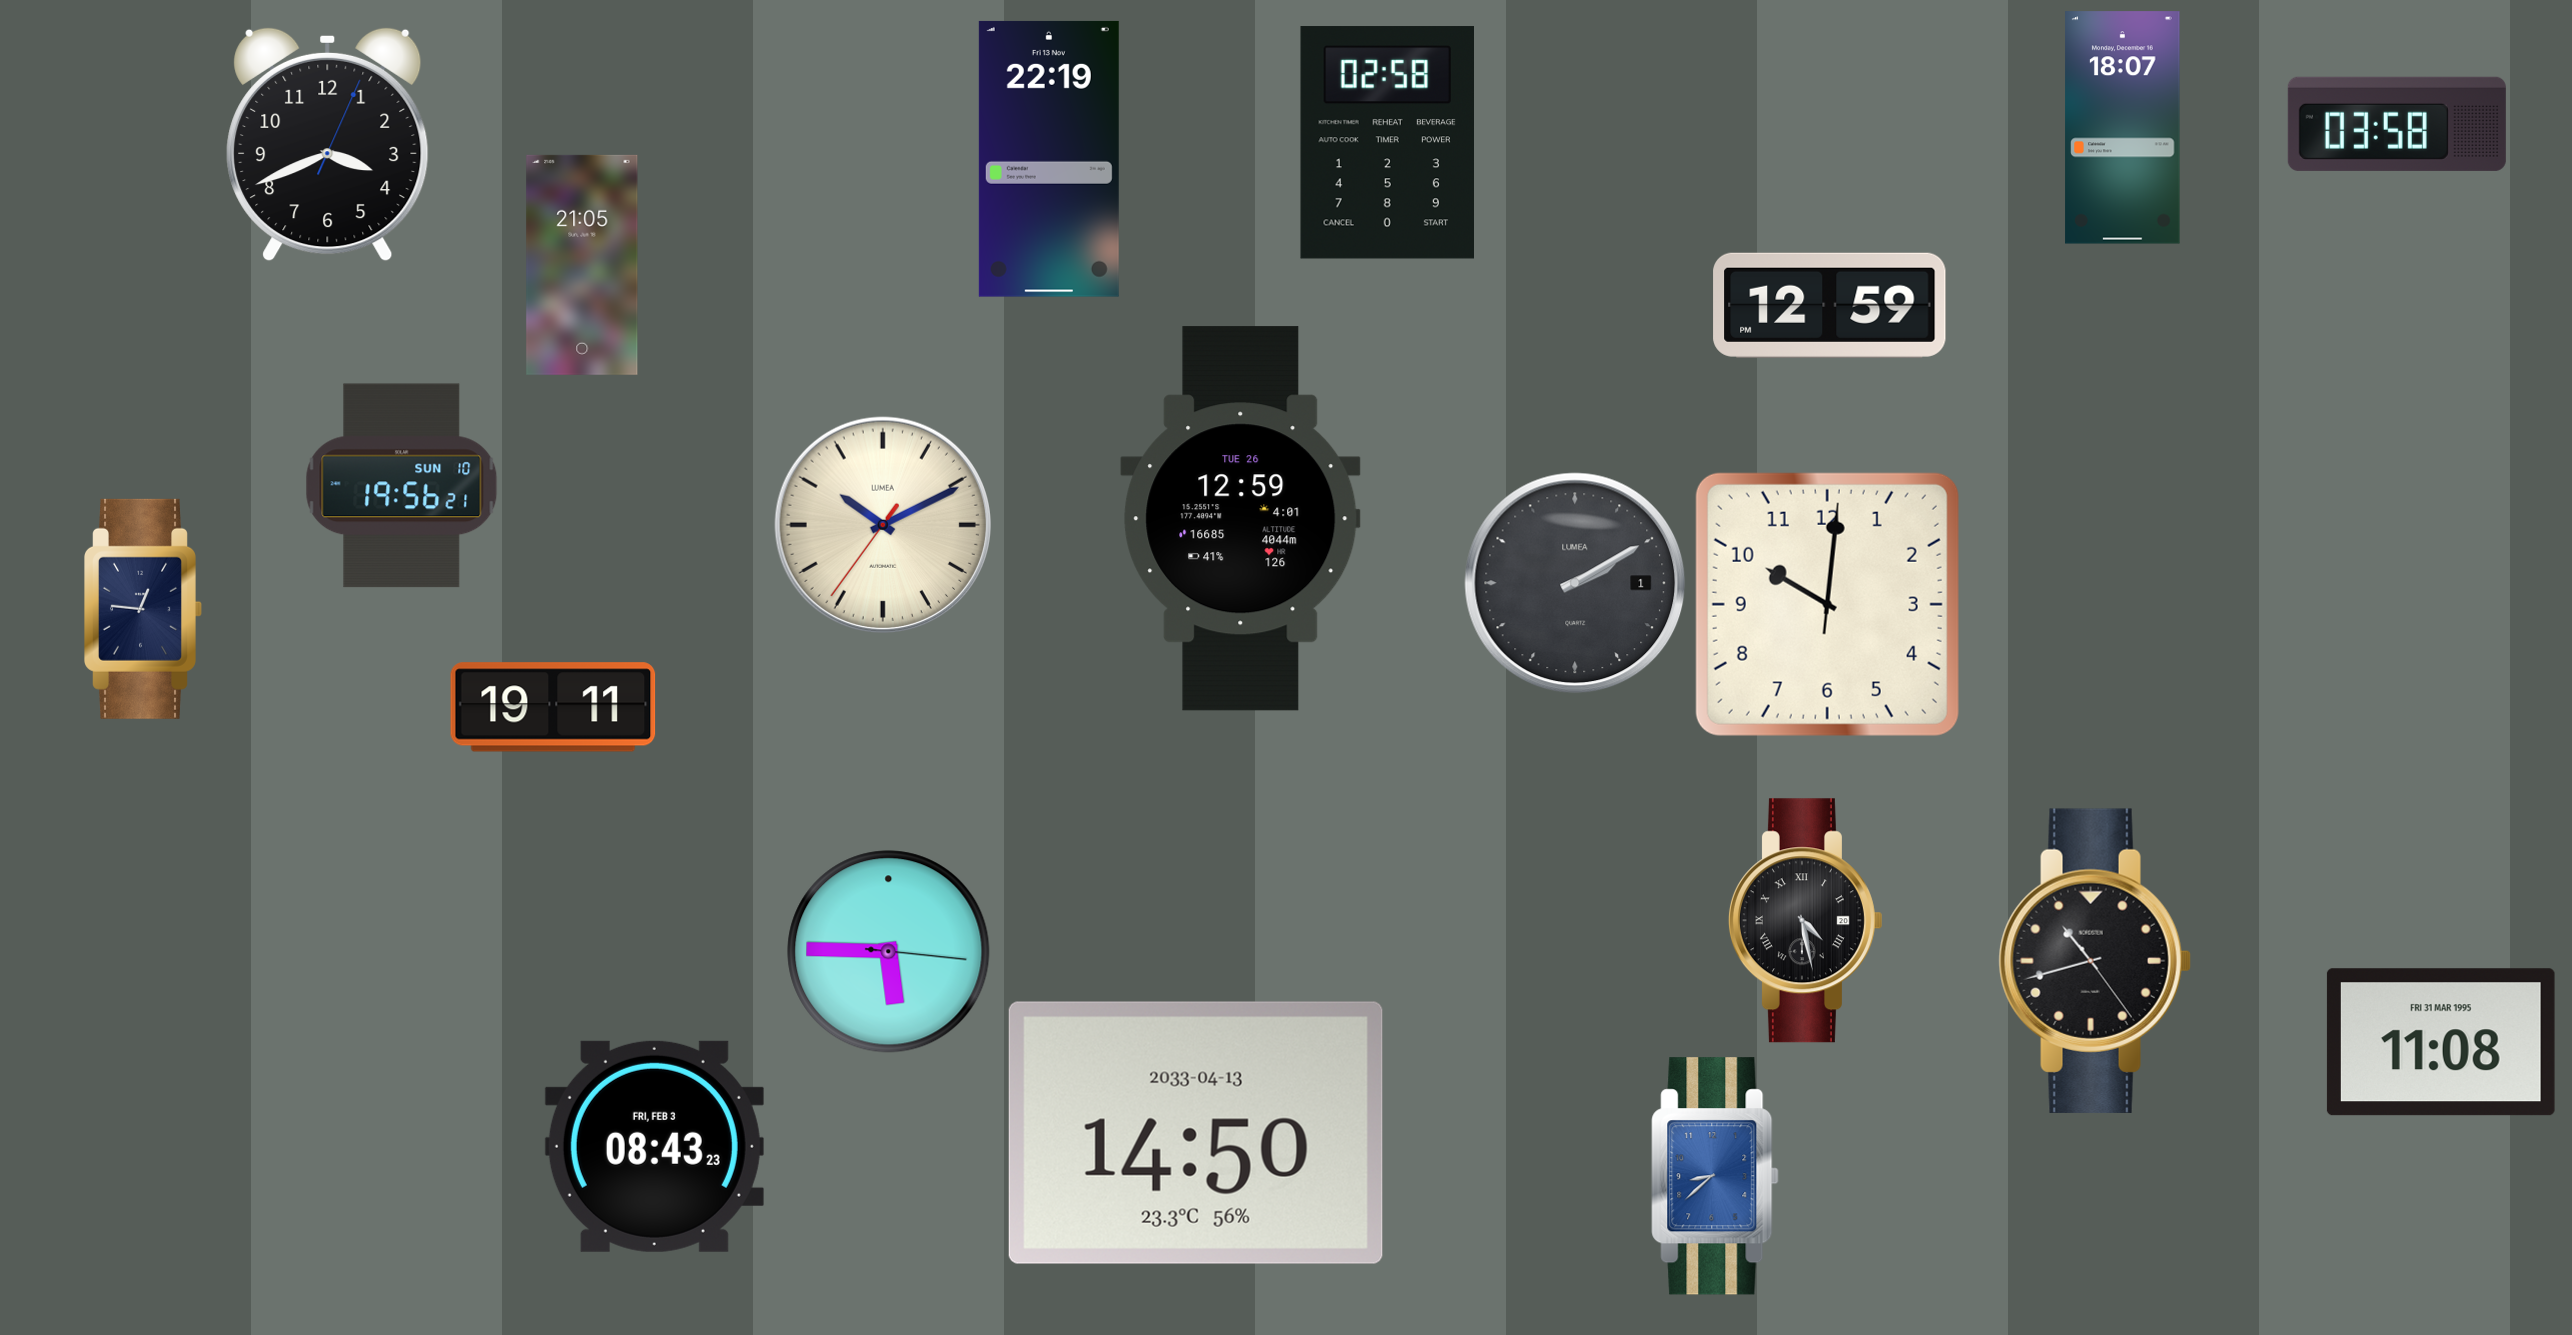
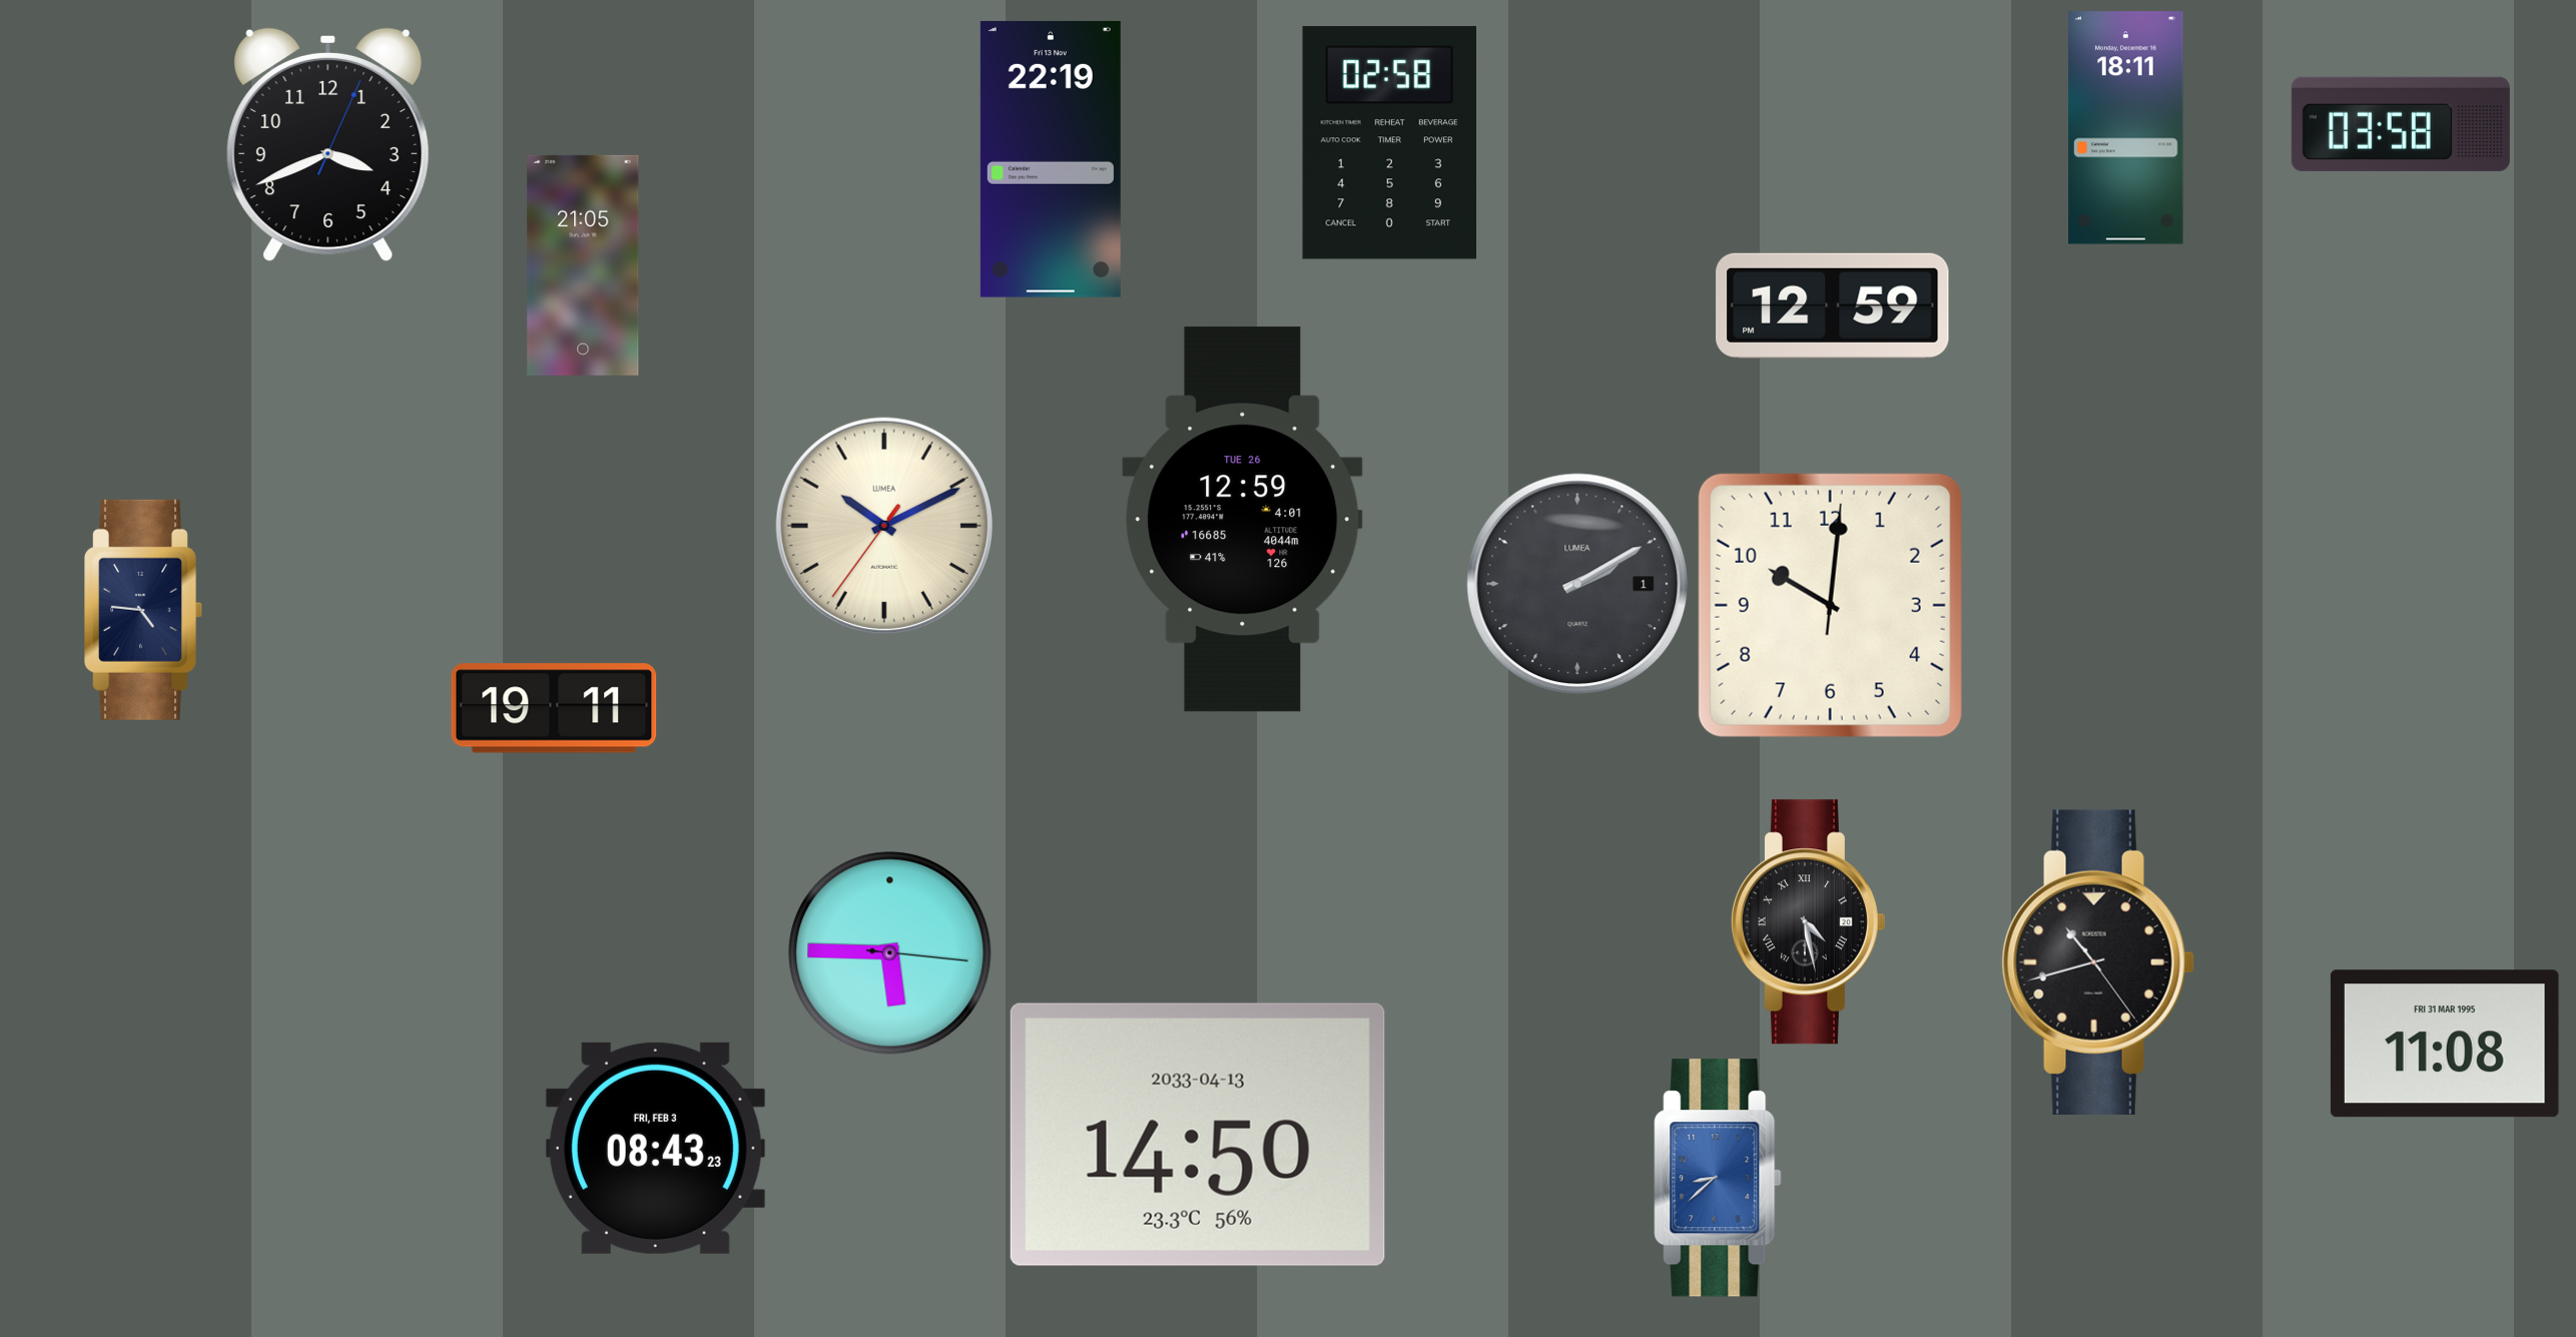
clock at (2123, 128): 18:07 -> 18:11
clock at (402, 486): 19:56 -> none
clock at (144, 609): 12:46 -> 4:46
